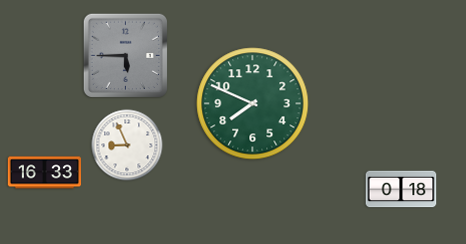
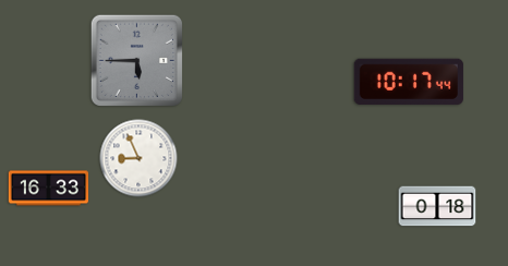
clock at (409, 82): none -> 10:17
clock at (253, 104): 7:49 -> none
